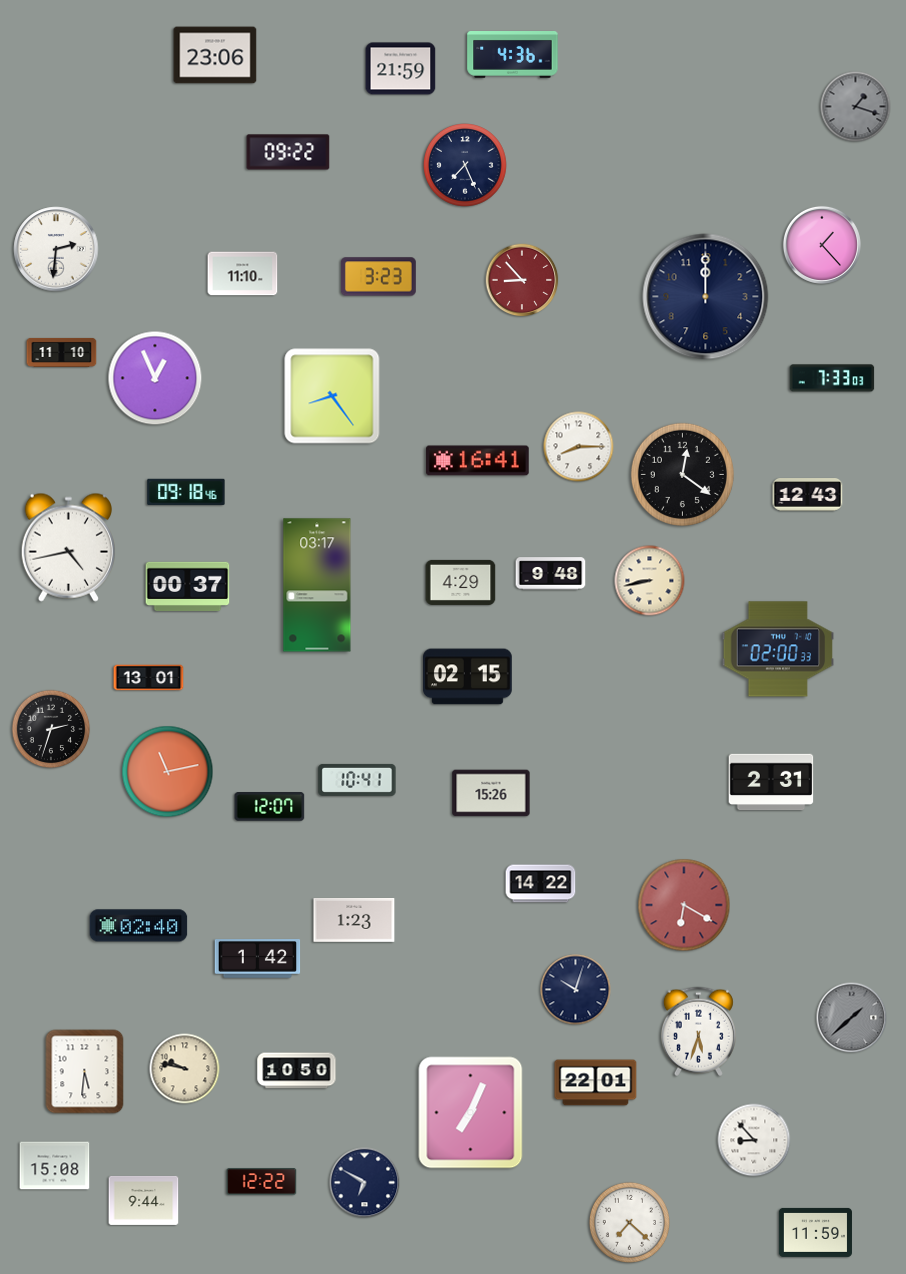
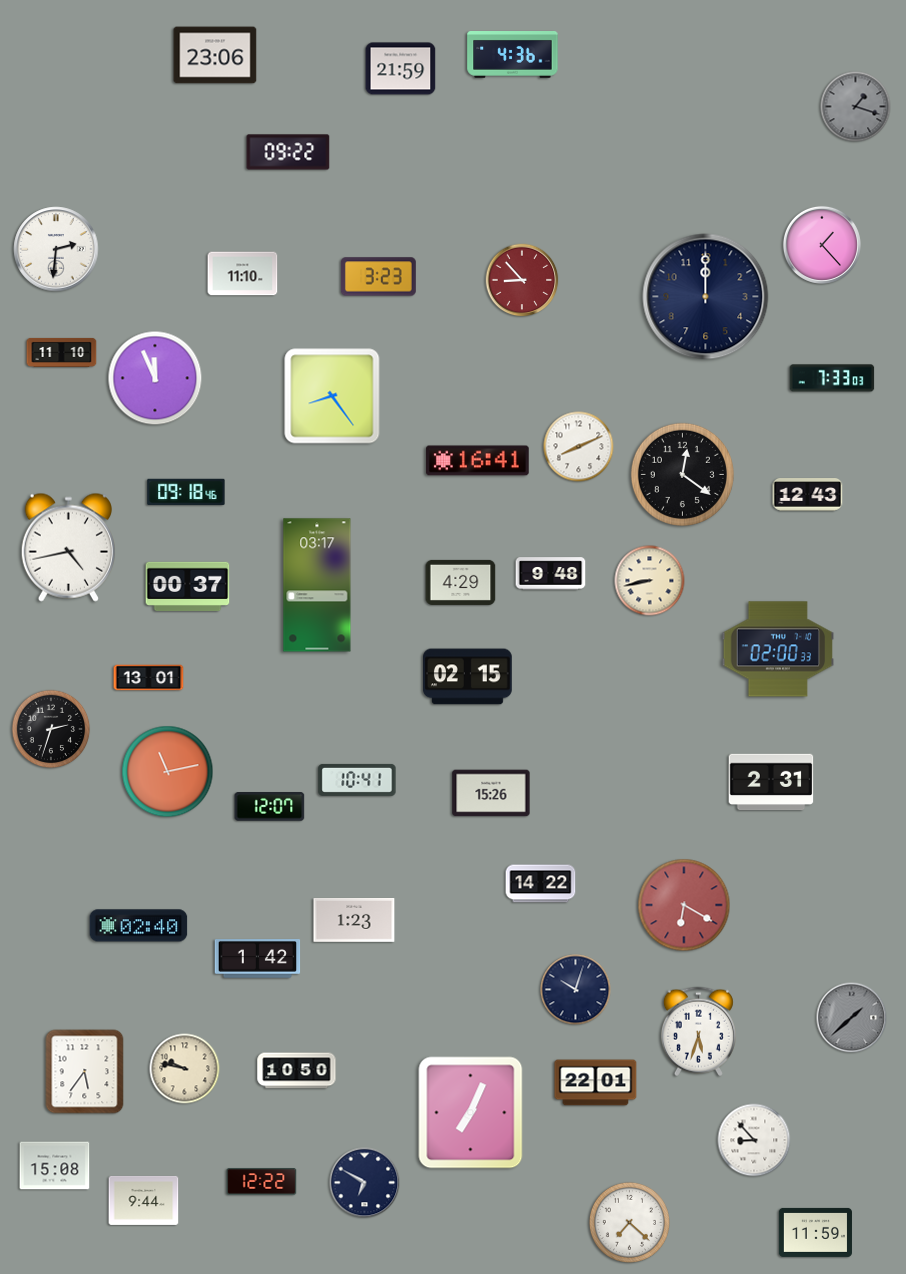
clock at (466, 166): 7:26 -> none
clock at (155, 378): 12:56 -> 11:56
clock at (579, 447): 8:15 -> 8:11
clock at (85, 1072): 5:31 -> 5:36
